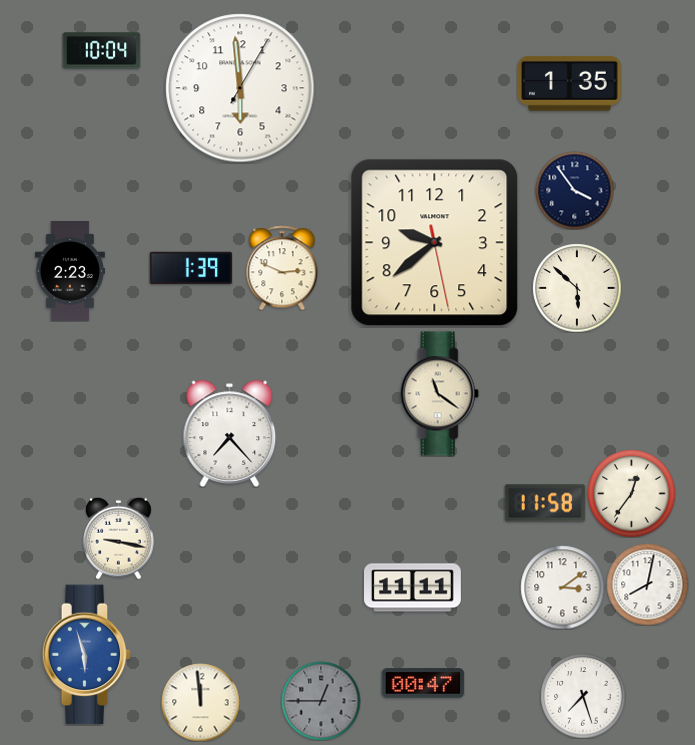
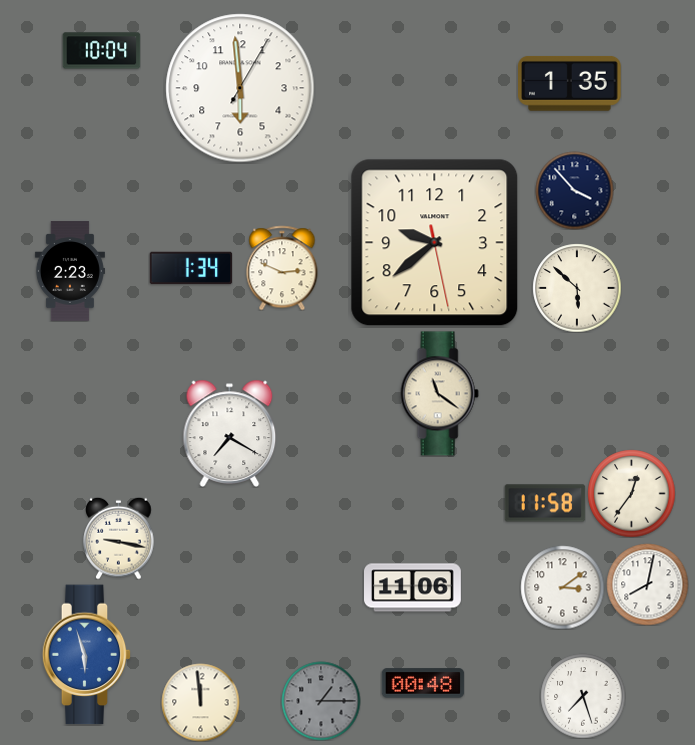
clock at (574, 190): 3:54 -> 3:53
clock at (191, 268): 1:39 -> 1:34
clock at (230, 433): 7:23 -> 7:20
clock at (413, 588): 11:11 -> 11:06
clock at (423, 683): 00:47 -> 00:48
clock at (321, 701): 12:45 -> 1:15
